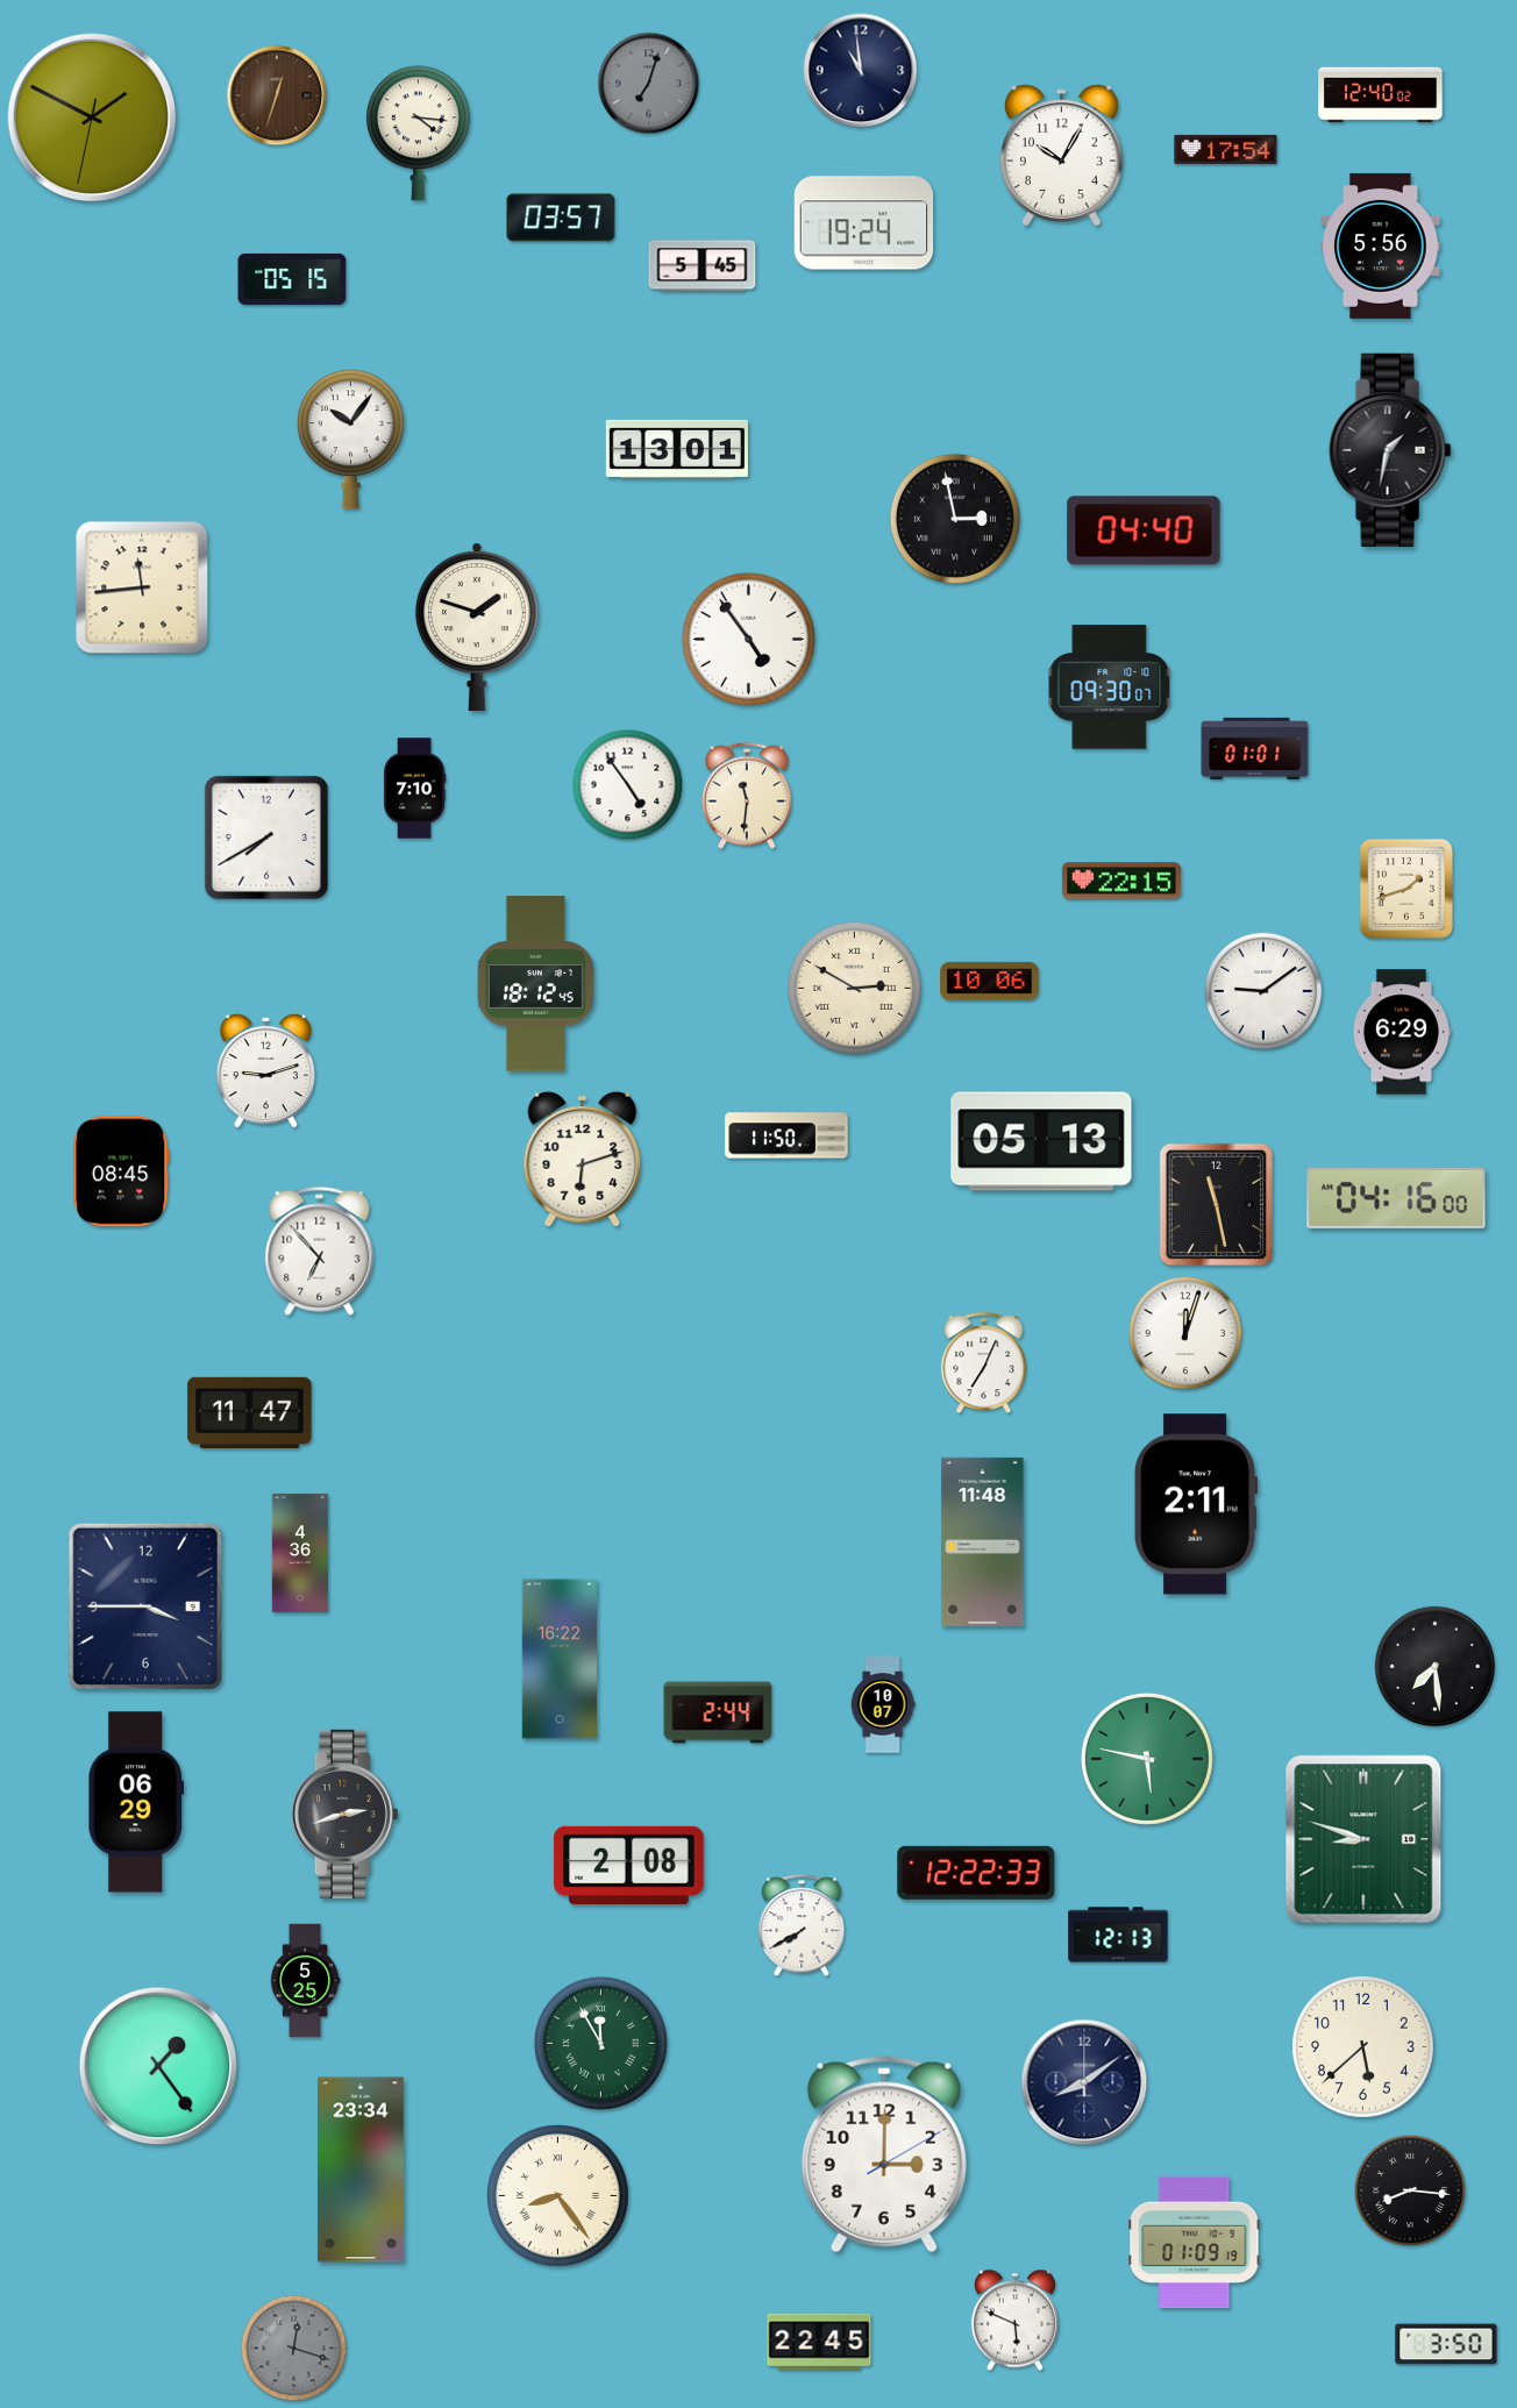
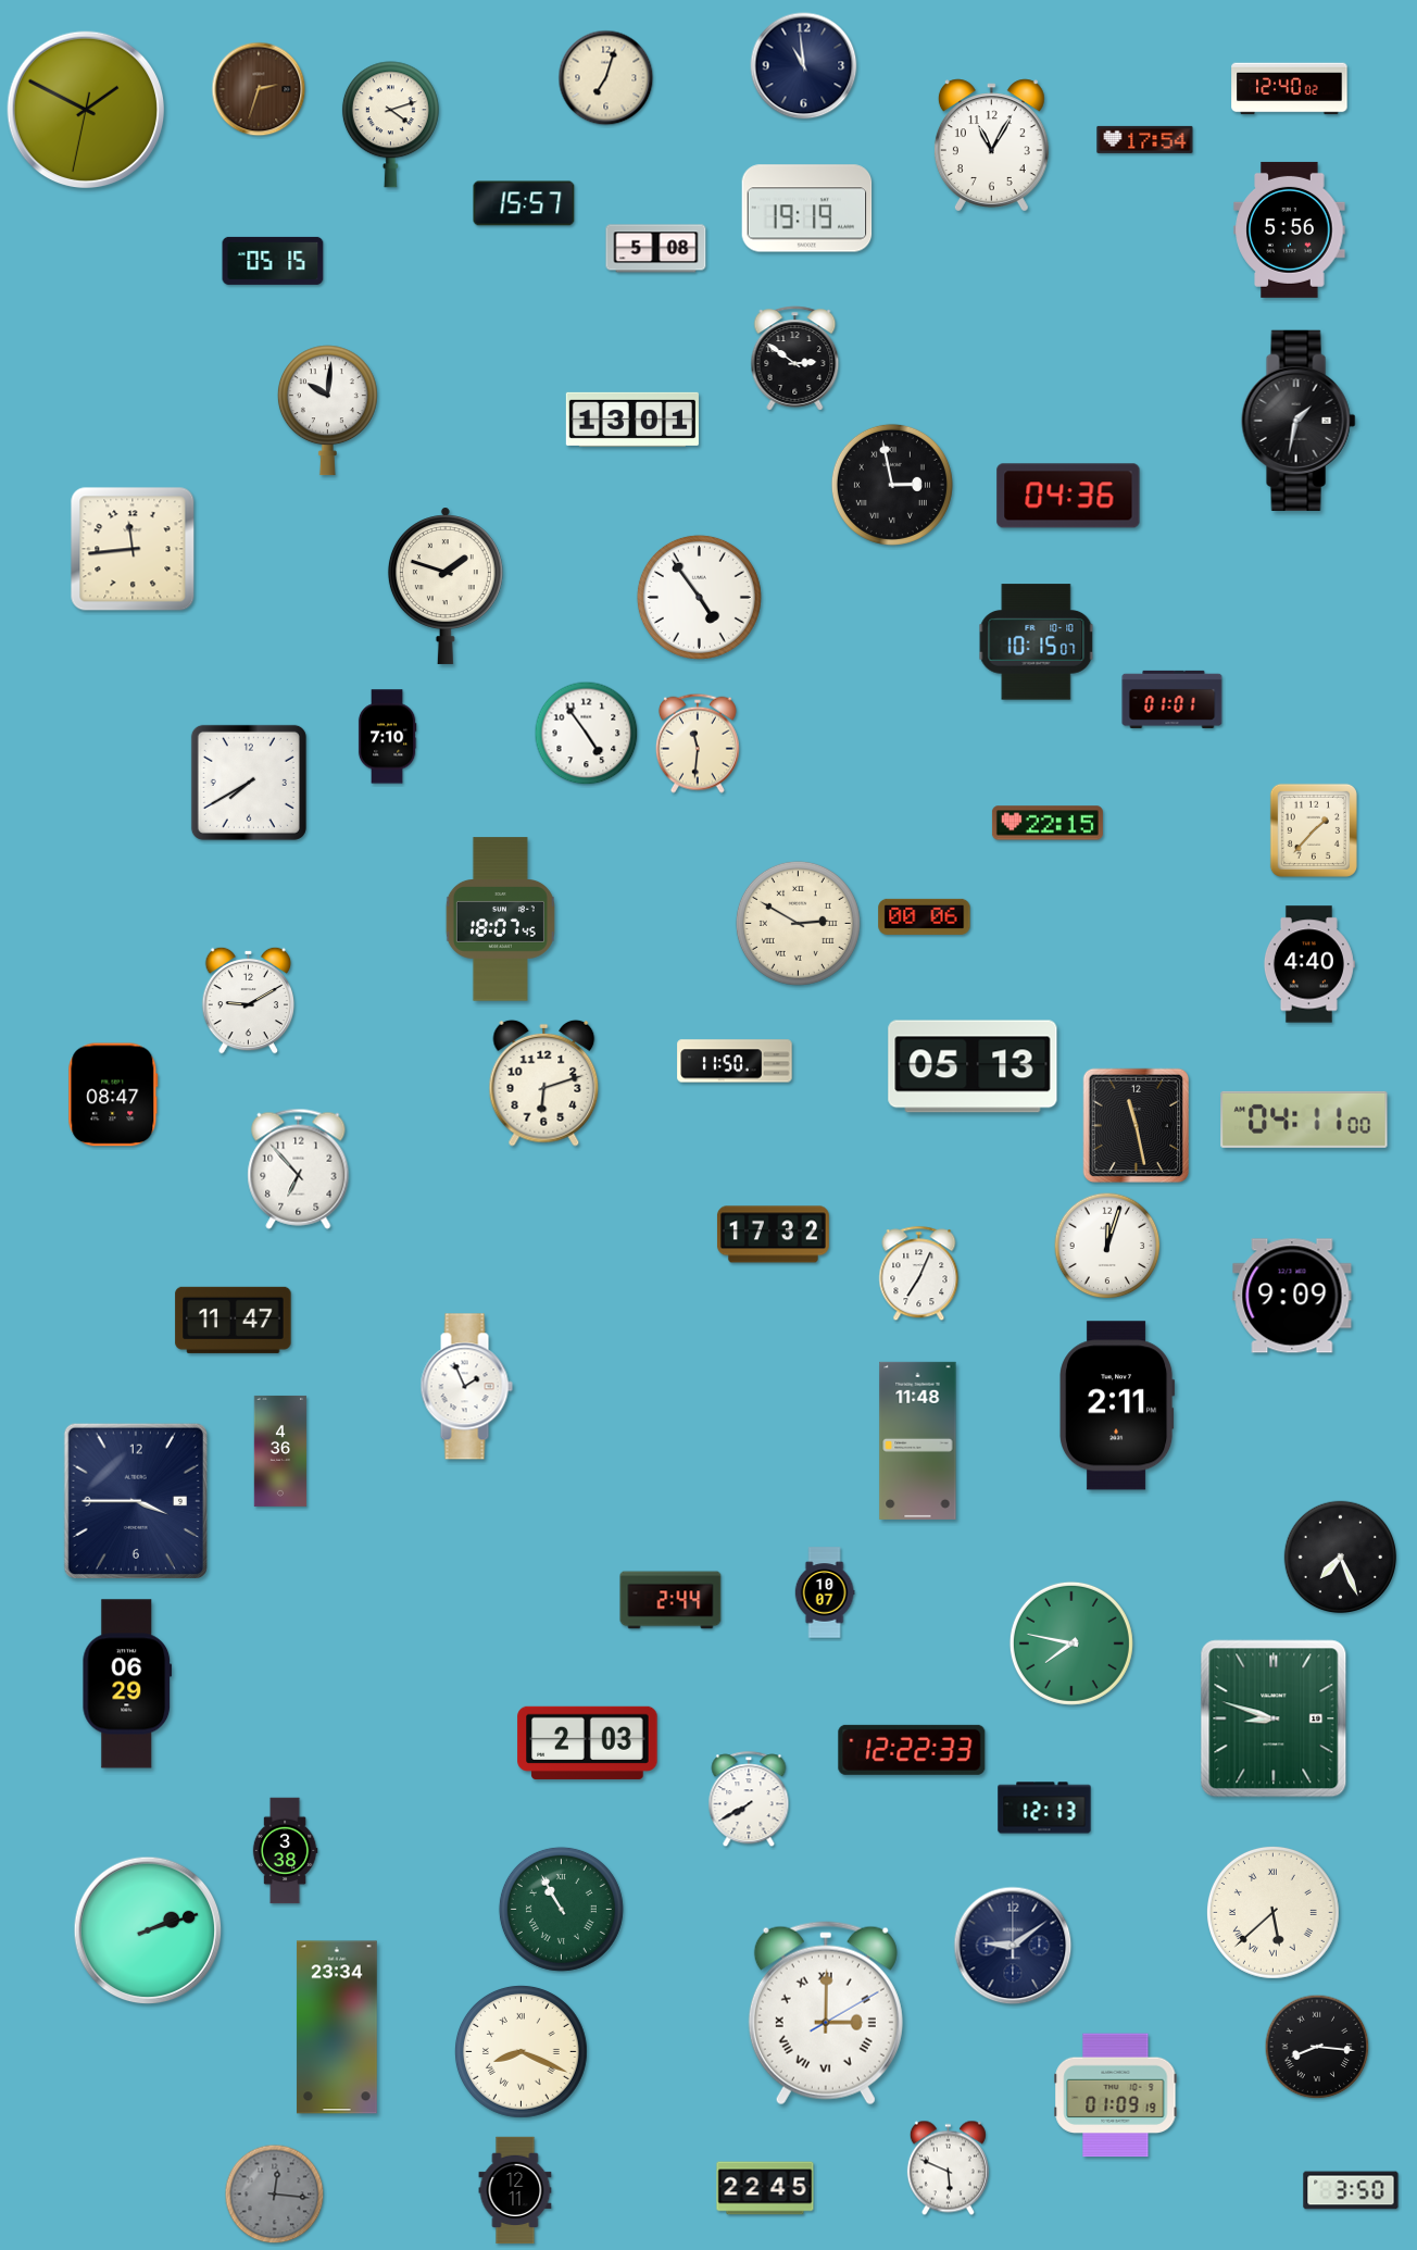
clock at (649, 84) dial: grey -> cream
clock at (277, 95): 12:33 -> 2:33
clock at (418, 134): 4:16 -> 4:12
clock at (1061, 156): 10:05 -> 11:05
clock at (561, 218): 03:57 -> 15:57
clock at (864, 223): 19:24 -> 19:19
clock at (703, 266): 5:45 -> 5:08
clock at (795, 359): none -> 2:51
clock at (350, 440): 10:06 -> 10:01
clock at (1144, 530): 04:40 -> 04:36
clock at (1110, 688): 09:30 -> 10:15
clock at (1406, 889): 1:42 -> 1:37
clock at (990, 981): 10:06 -> 00:06
clock at (535, 984): 18:12 -> 18:07
clock at (1263, 991): 9:09 -> none
clock at (1401, 1032): 6:29 -> 4:40
clock at (266, 1070): 9:12 -> 9:10
clock at (121, 1171): 08:45 -> 08:47
clock at (1396, 1198): 04:16 -> 04:11
clock at (773, 1235): none -> 17:32
clock at (1292, 1296): none -> 9:09
clock at (466, 1387): none -> 1:56
clock at (560, 1659): 16:22 -> none
clock at (1436, 1667): 7:29 -> 7:26
clock at (1147, 1759): 5:47 -> 7:47
clock at (344, 1814): 2:42 -> none
clock at (629, 1865): 2:08 -> 2:03
clock at (305, 1981): 5:25 -> 3:38
clock at (600, 2043): 11:55 -> 10:55
clock at (1363, 2047) numerals: Arabic -> Roman
clock at (158, 2066): 1:24 -> 2:12
clock at (1084, 2082): 8:09 -> 9:09
clock at (884, 2154) numerals: Arabic -> Roman
clock at (558, 2196): 8:24 -> 8:19
clock at (515, 2190): none -> 12:11
clock at (294, 2349): 12:18 -> 12:16
